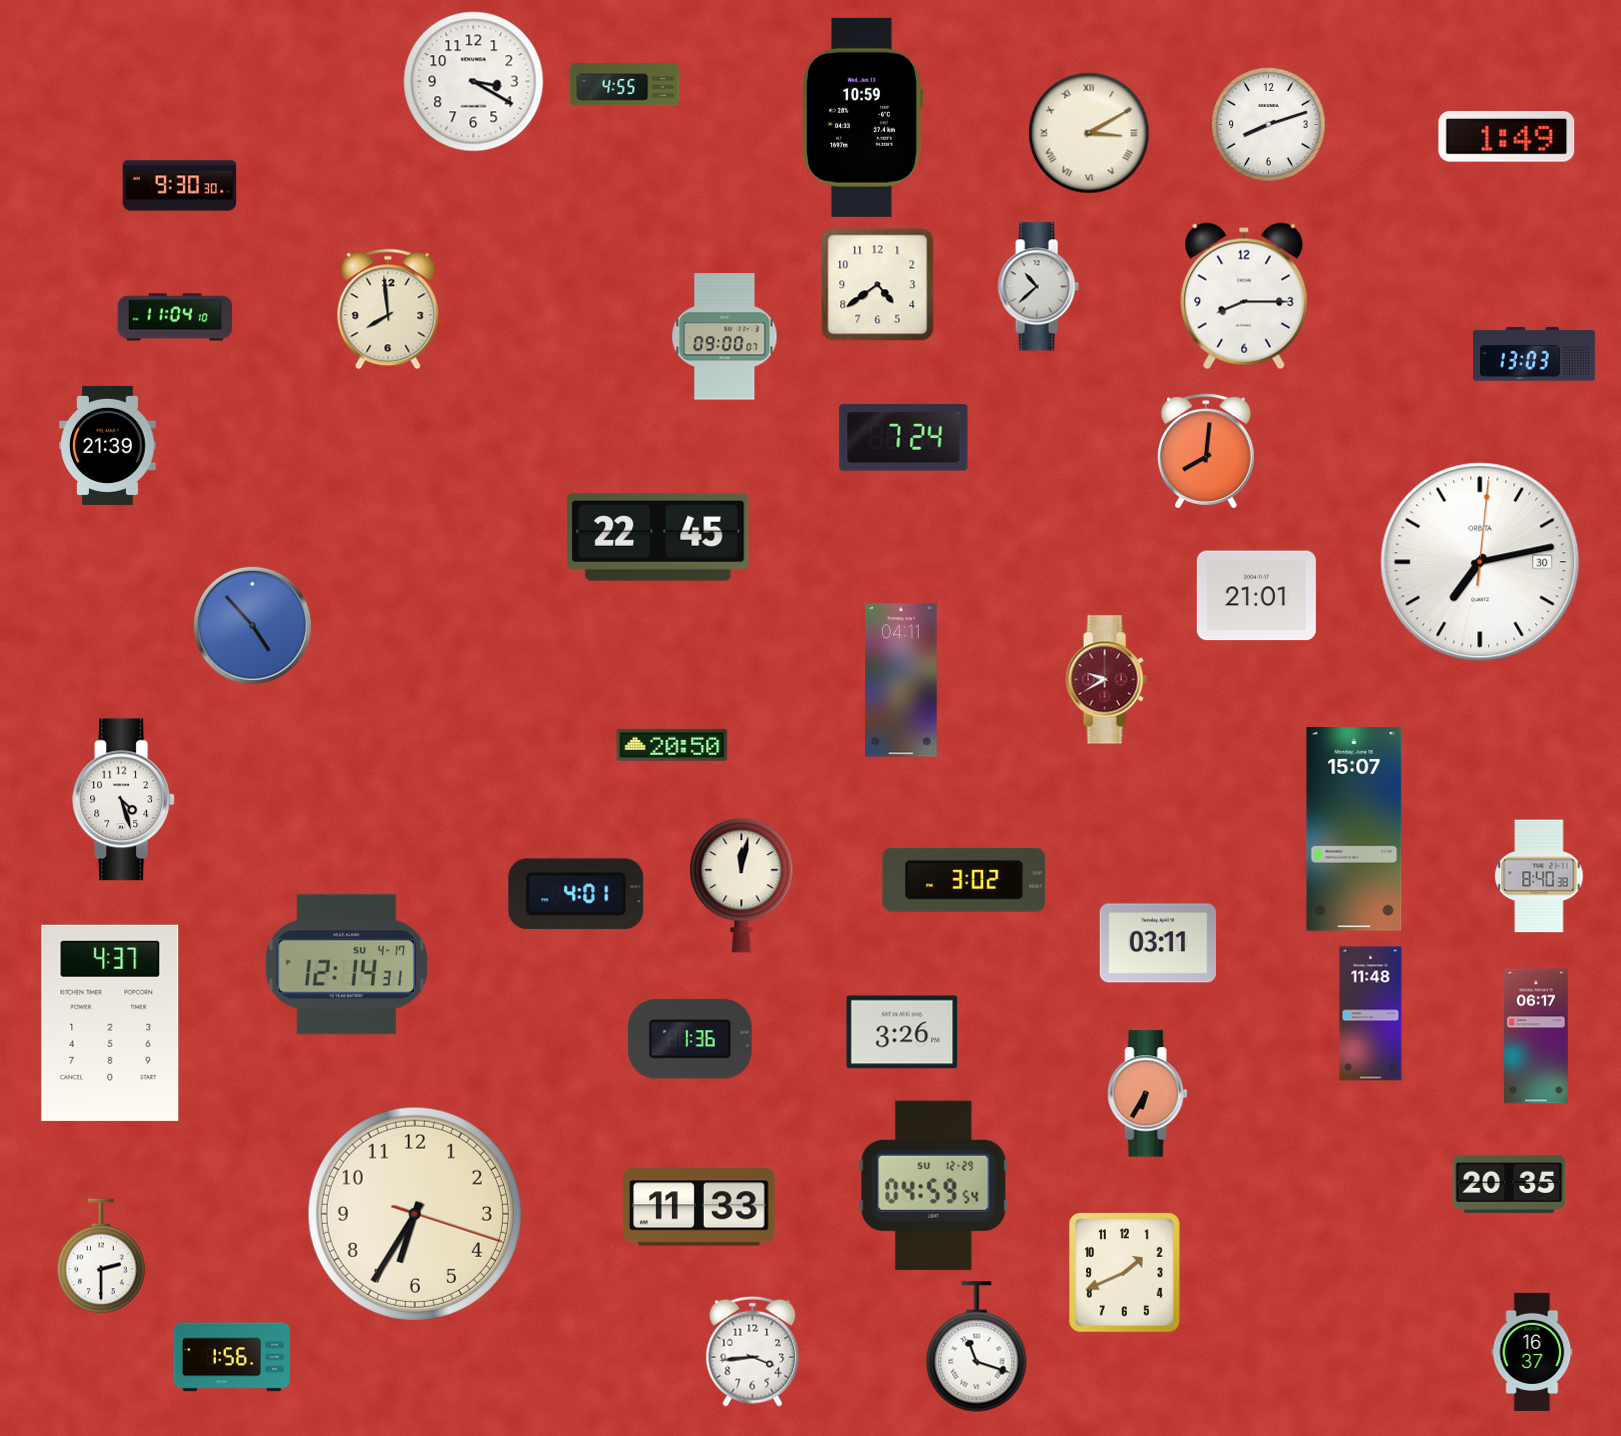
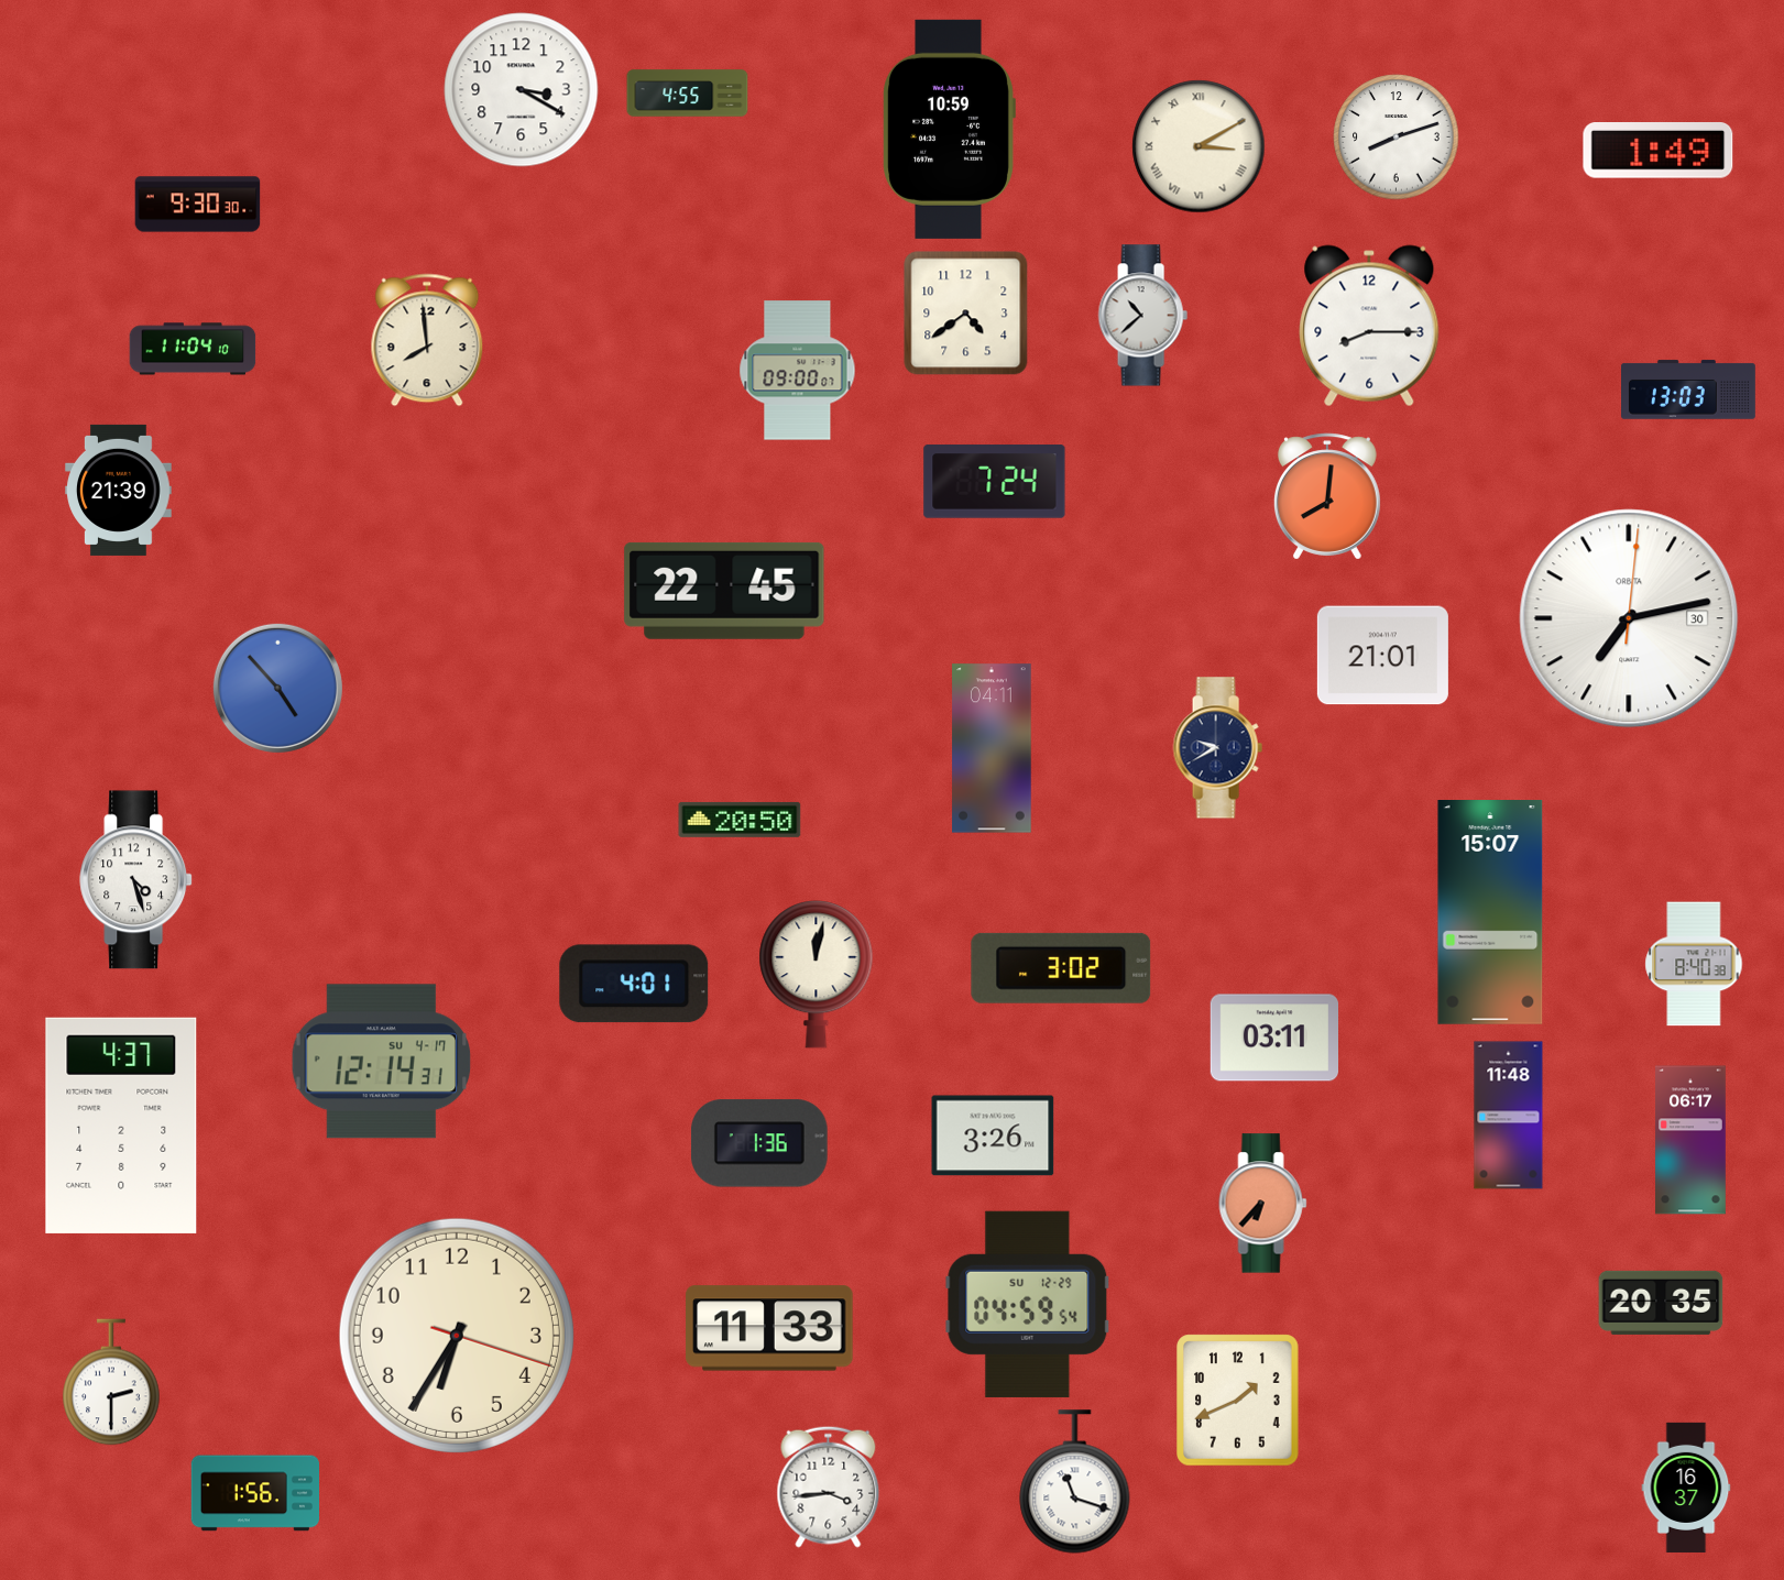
clock at (1106, 680) dial: burgundy -> navy
clock at (1148, 1094): 6:35 -> 6:37
